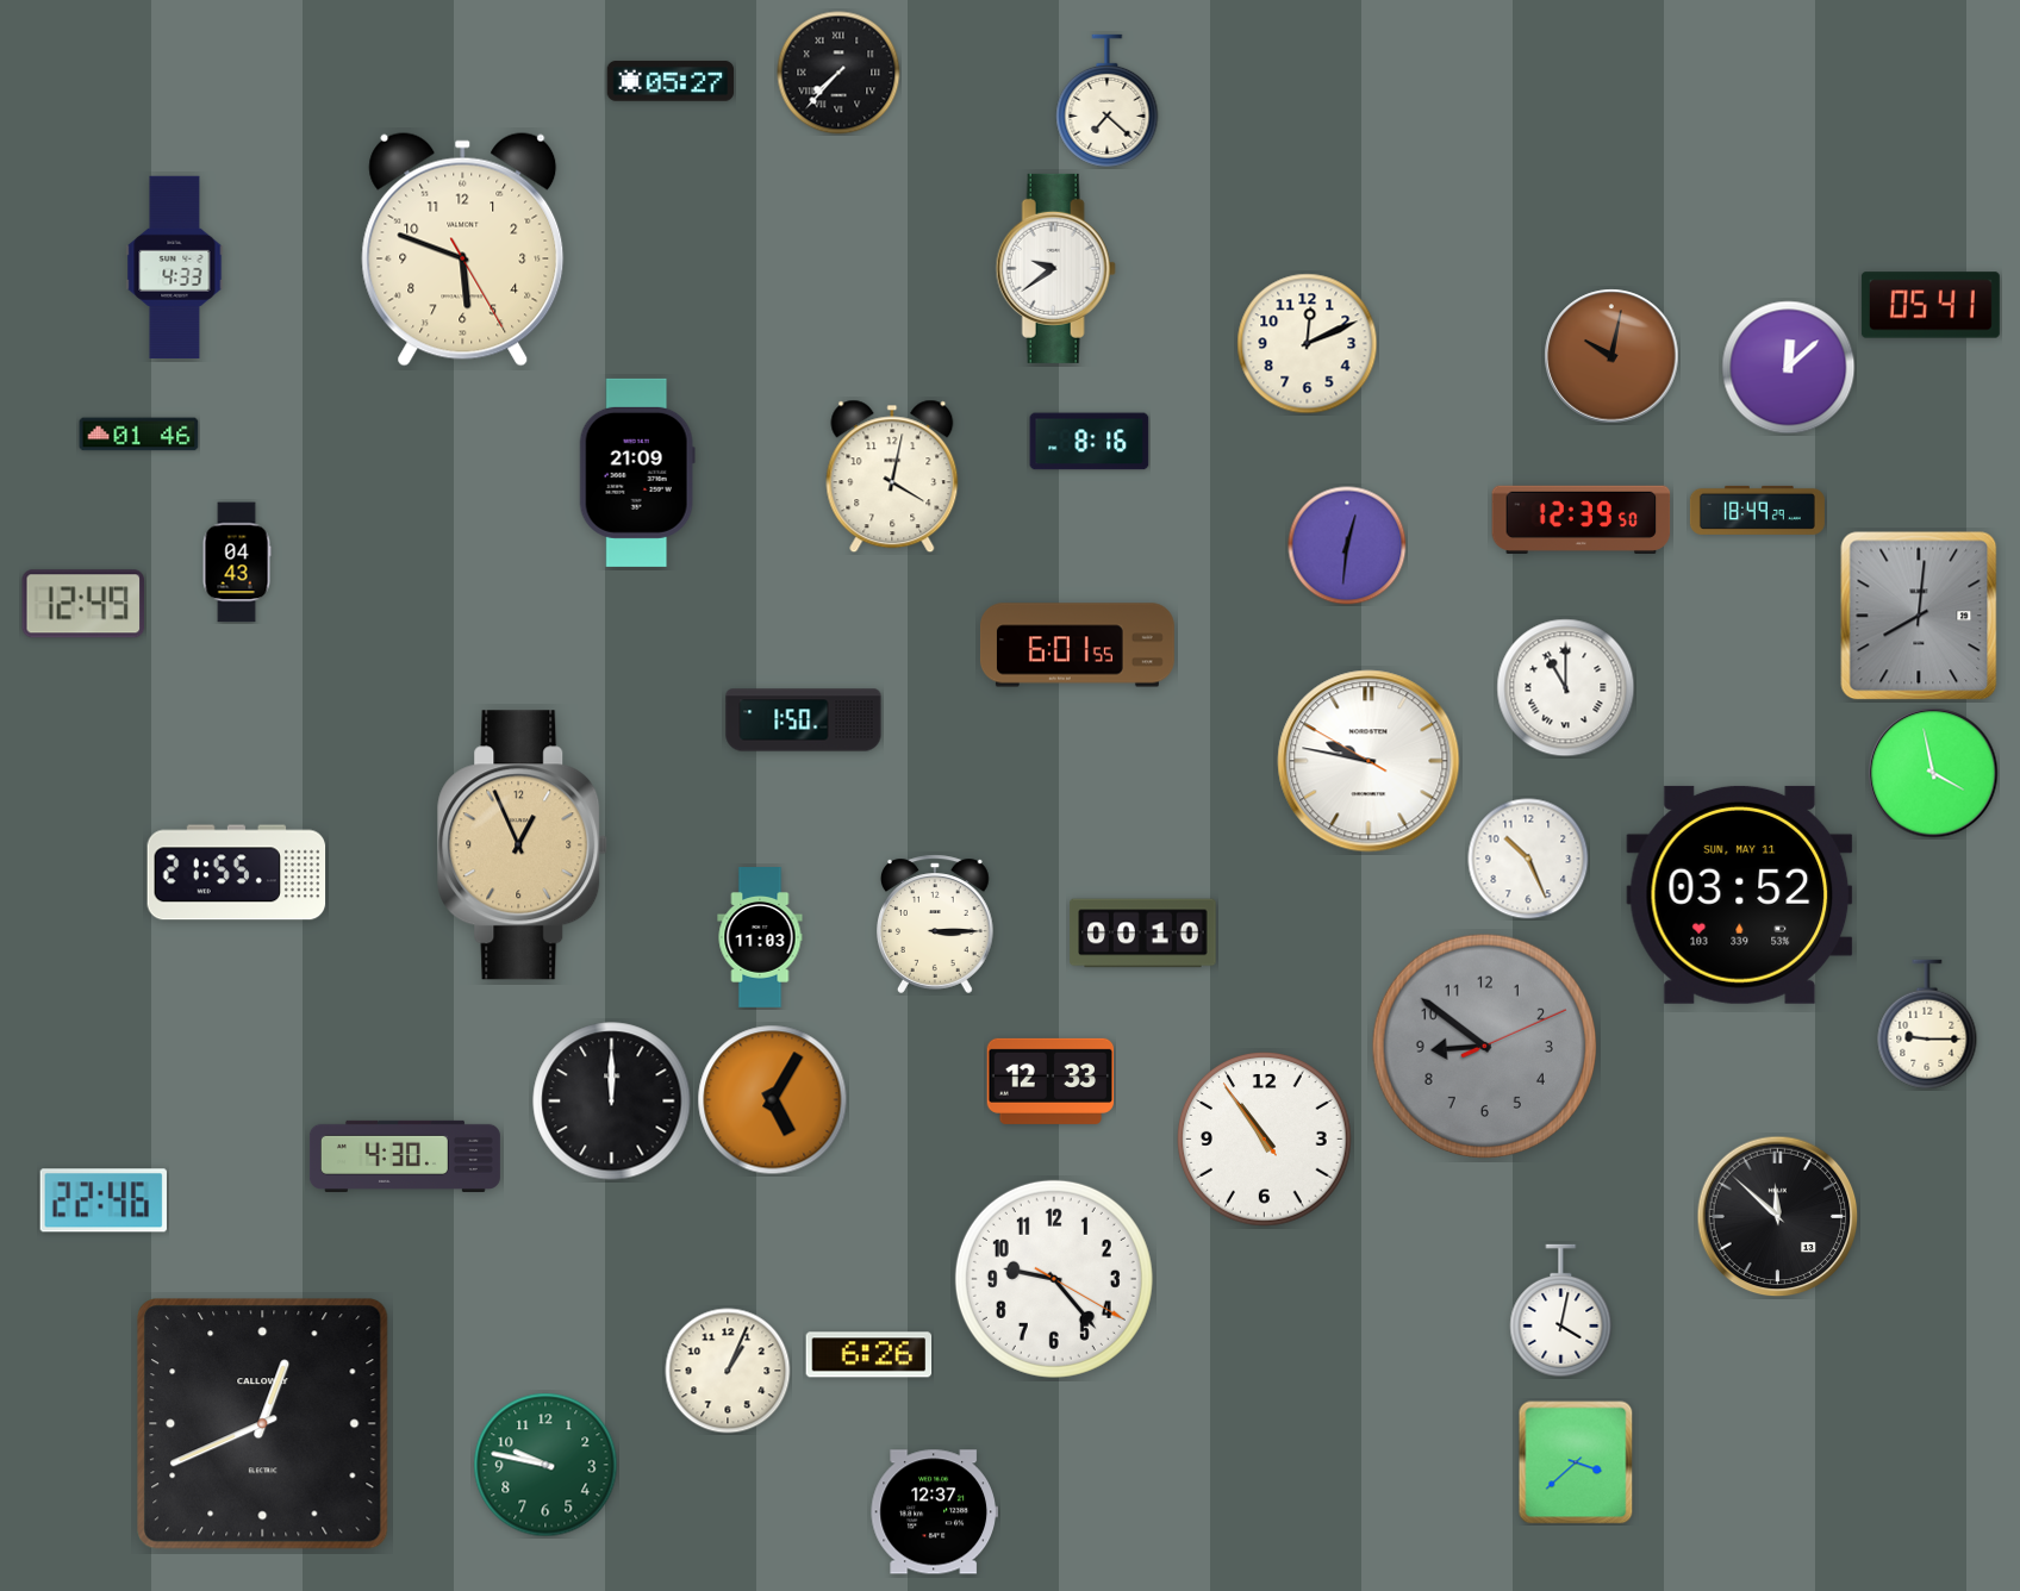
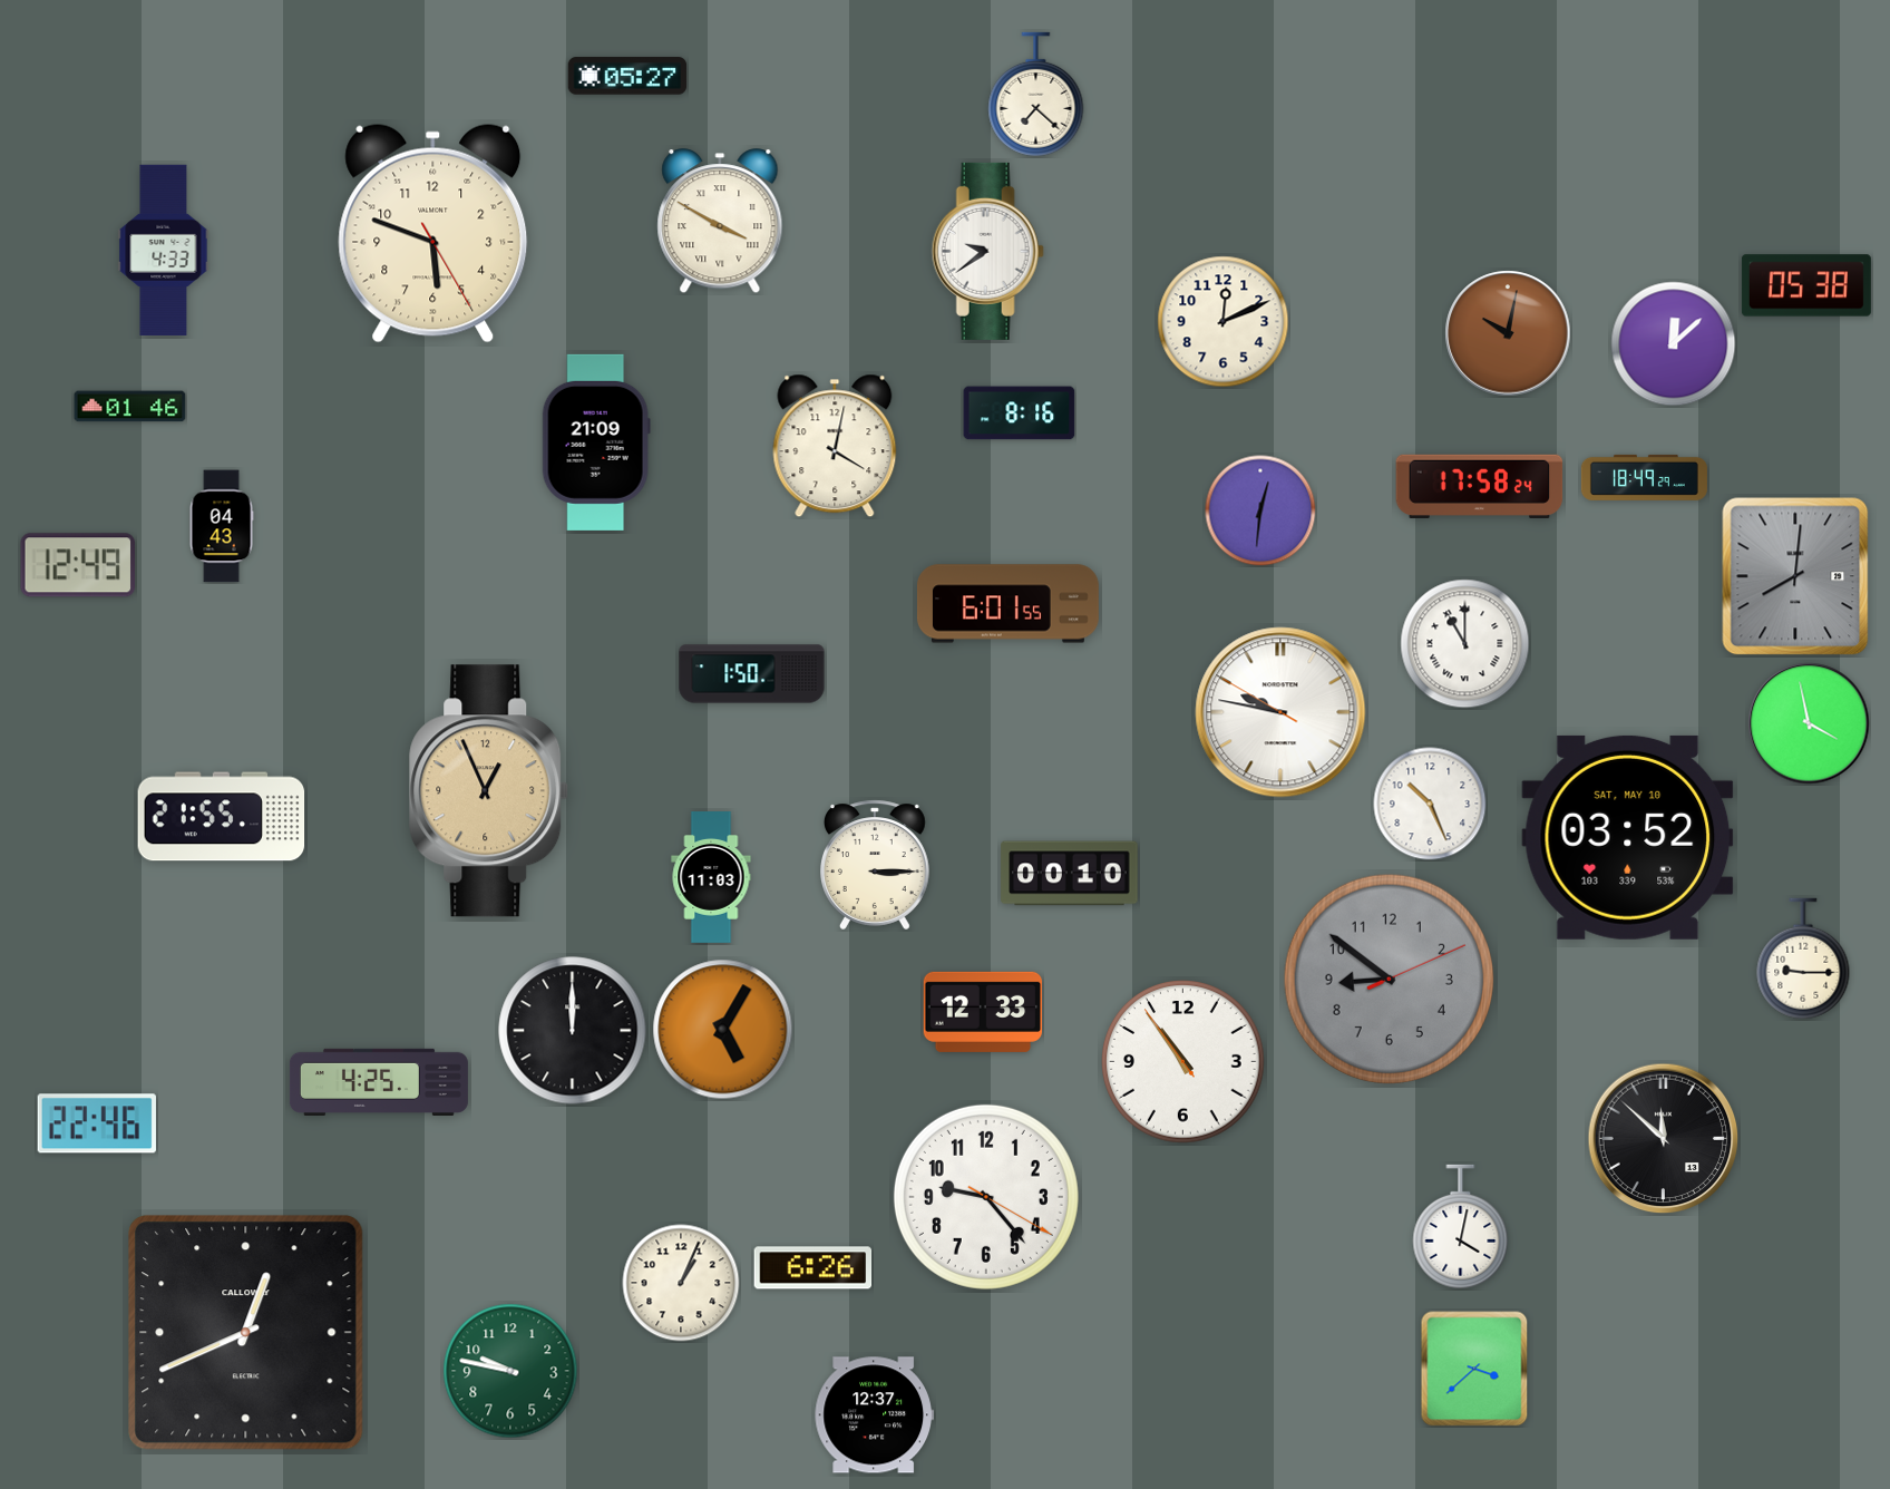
clock at (838, 73): 7:37 -> none
clock at (720, 222): none -> 3:50
clock at (1931, 305): 05:41 -> 05:38
clock at (1582, 519): 12:39 -> 17:58
clock at (1740, 894) date: SUN, MAY 11 -> SAT, MAY 10
clock at (1265, 1140) position: (1265, 1140) -> (1183, 1062)
clock at (405, 1156): 4:30 -> 4:25
